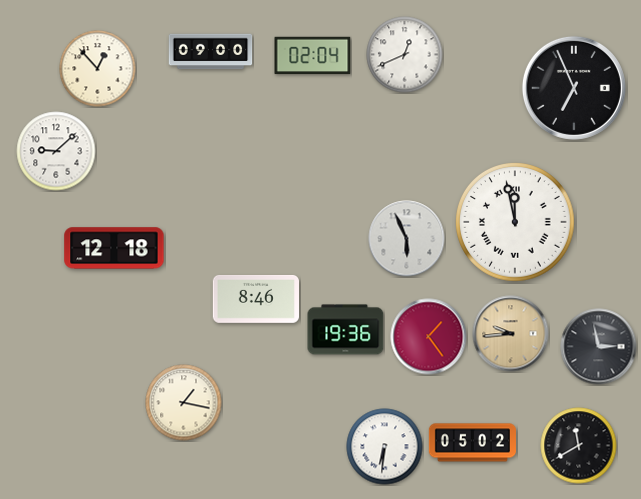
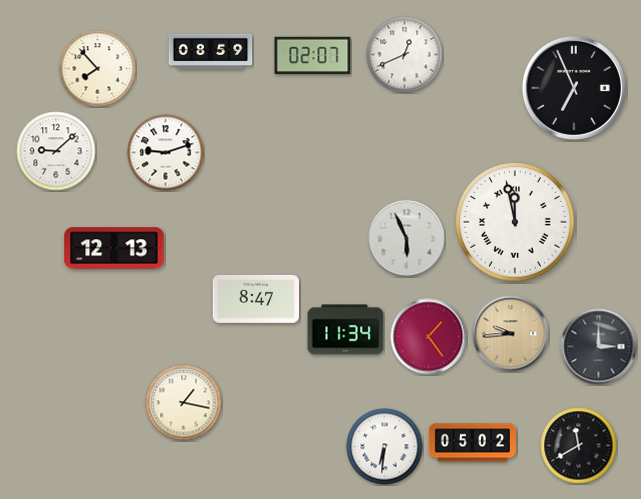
clock at (211, 52): 09:00 -> 08:59
clock at (313, 56): 02:04 -> 02:07
clock at (98, 69): 12:53 -> 7:53
clock at (166, 153): none -> 9:12
clock at (114, 248): 12:18 -> 12:13
clock at (255, 299): 8:46 -> 8:47
clock at (346, 330): 19:36 -> 11:34
clock at (599, 347): 2:58 -> 3:00
